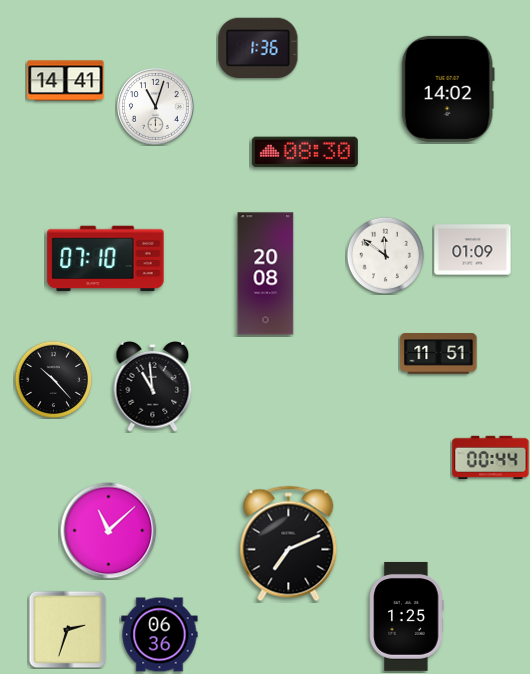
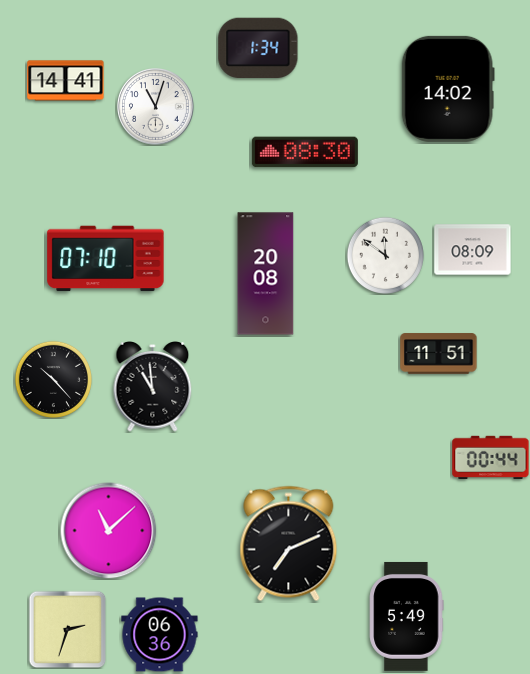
clock at (258, 48): 1:36 -> 1:34
clock at (473, 250): 01:09 -> 08:09
clock at (407, 616): 1:25 -> 5:49
